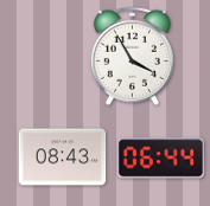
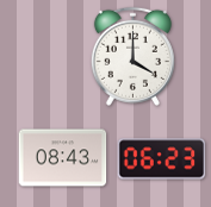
clock at (132, 56): 3:55 -> 4:00
clock at (161, 159): 06:44 -> 06:23
